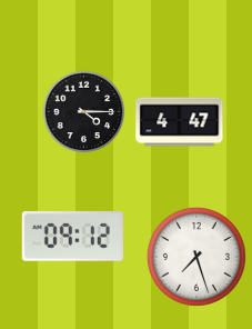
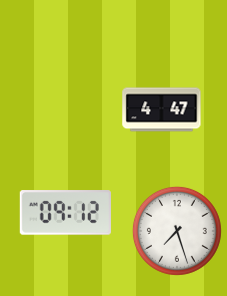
clock at (84, 112): 4:15 -> none
